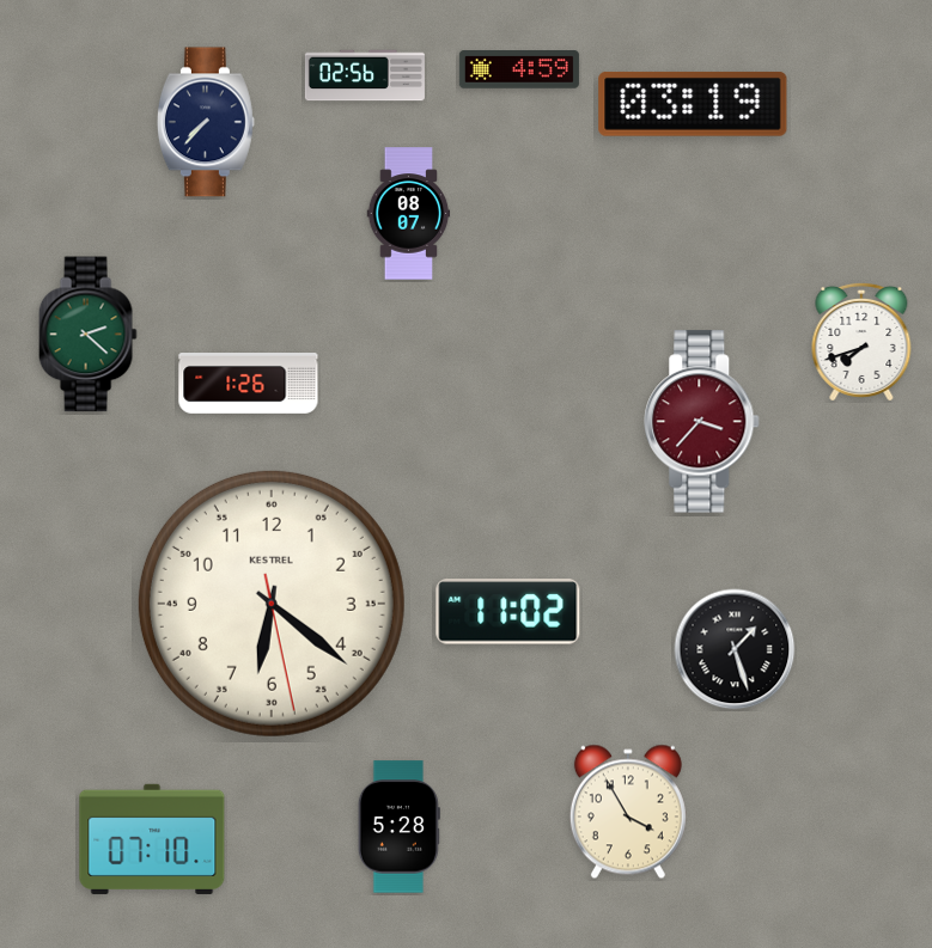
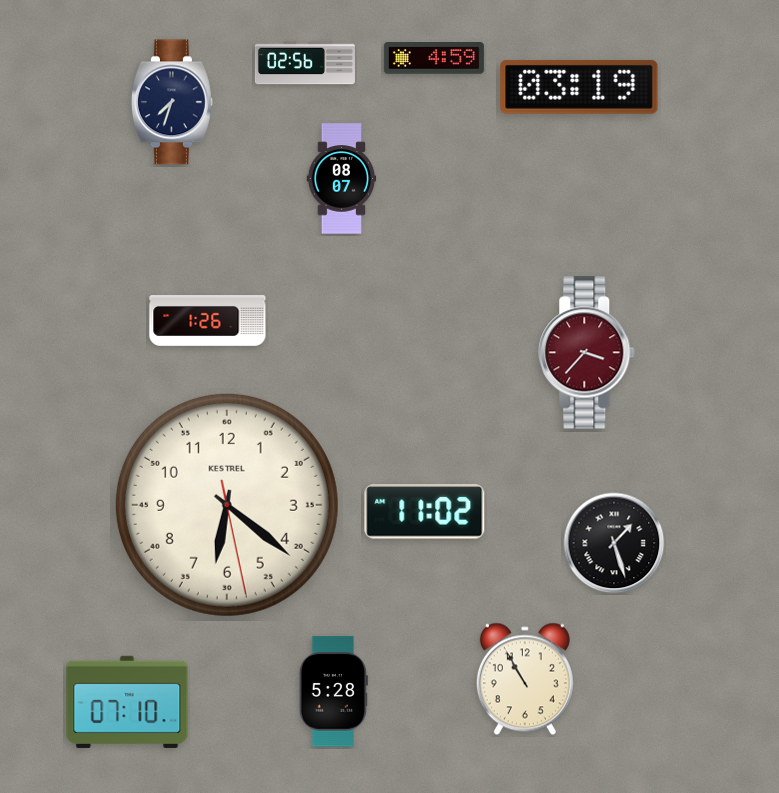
clock at (206, 122): 7:37 -> 7:33
clock at (87, 335): 2:22 -> none
clock at (861, 342): 7:42 -> none
clock at (628, 812): 3:55 -> 10:55
